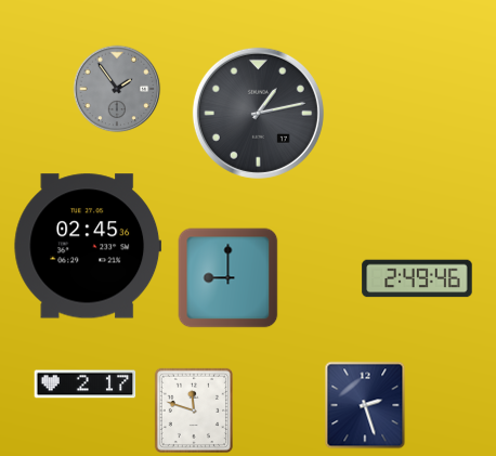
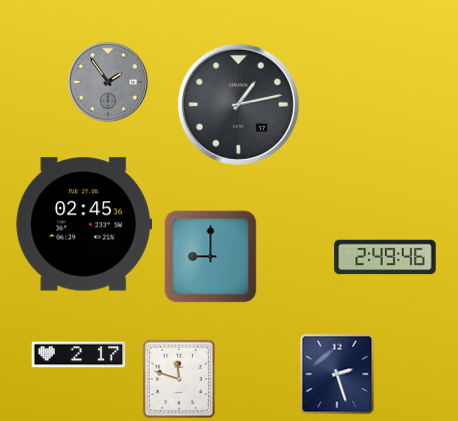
clock at (88, 246) position: (88, 246) -> (84, 224)
